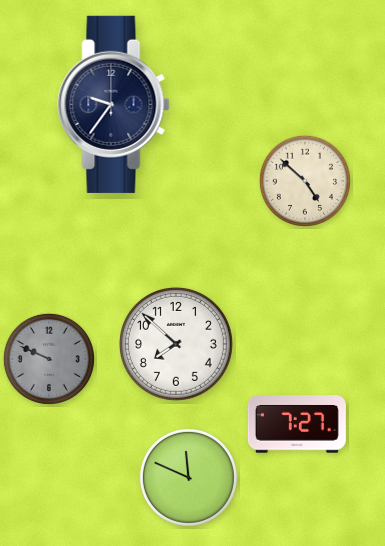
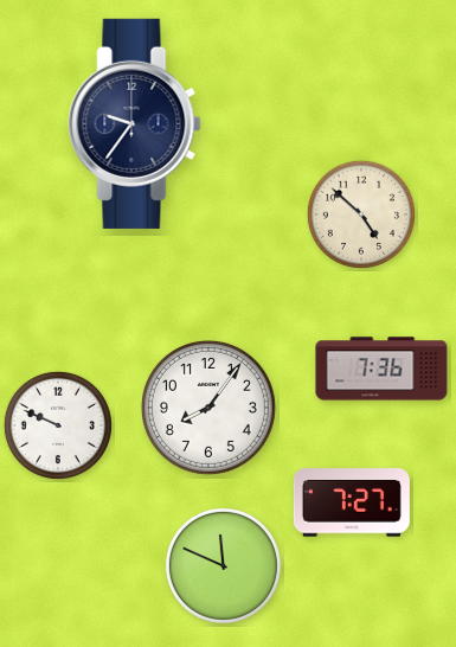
clock at (381, 369): none -> 7:36
clock at (176, 344): 7:52 -> 8:06
clock at (49, 359) dial: grey -> white
